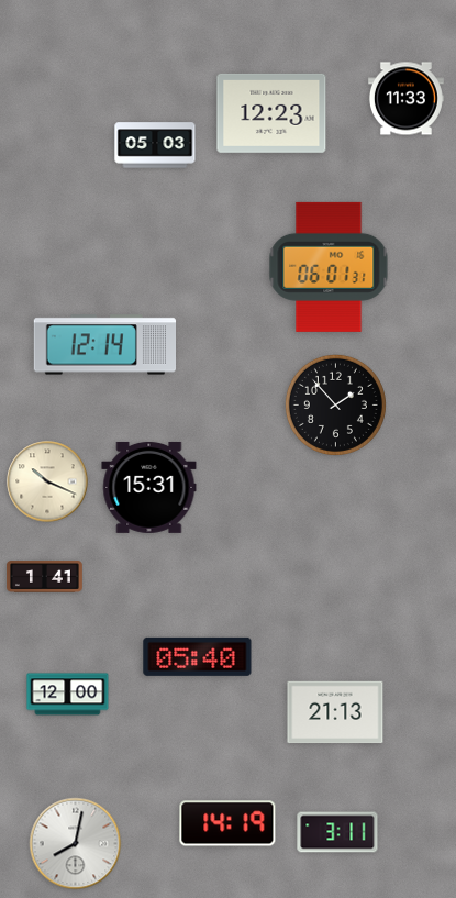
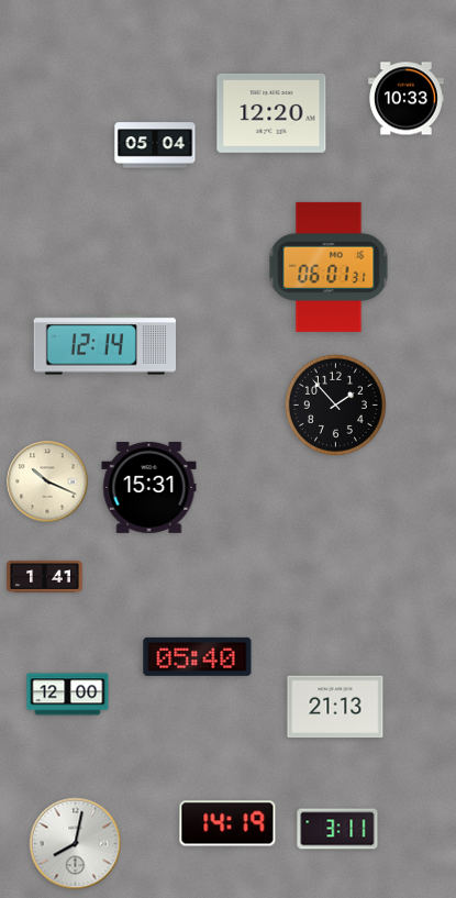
clock at (405, 99): 11:33 -> 10:33
clock at (271, 113): 12:23 -> 12:20
clock at (155, 145): 05:03 -> 05:04
clock at (335, 712) position: (335, 712) -> (335, 707)
clock at (337, 832) position: (337, 832) -> (337, 829)
